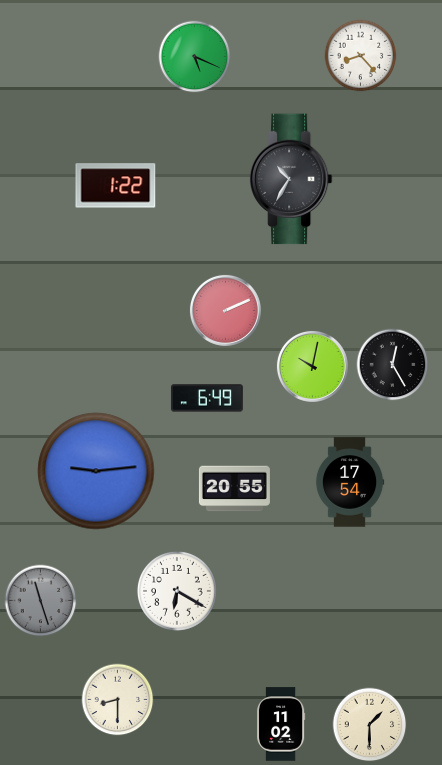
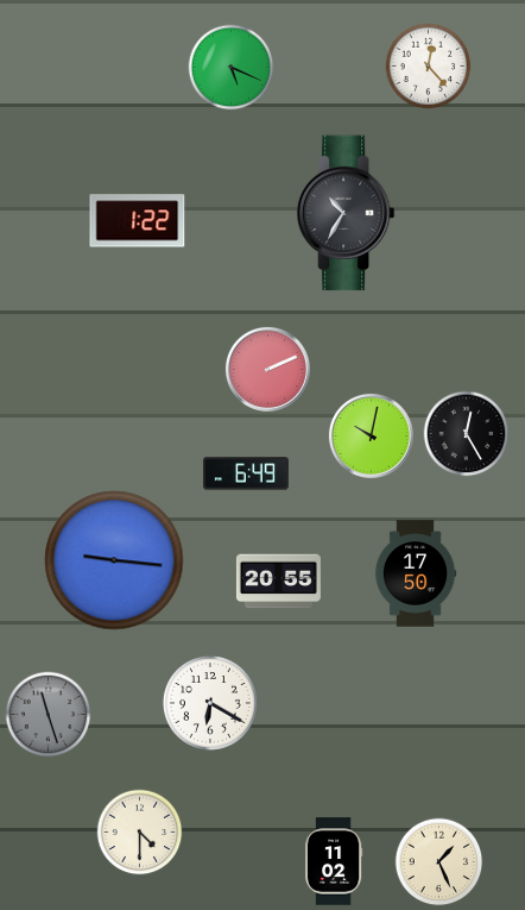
clock at (361, 56): 8:23 -> 12:23
clock at (96, 471): 9:14 -> 9:16
clock at (350, 482): 17:54 -> 17:50
clock at (118, 700): 8:30 -> 4:30
clock at (370, 725): 1:30 -> 1:26
